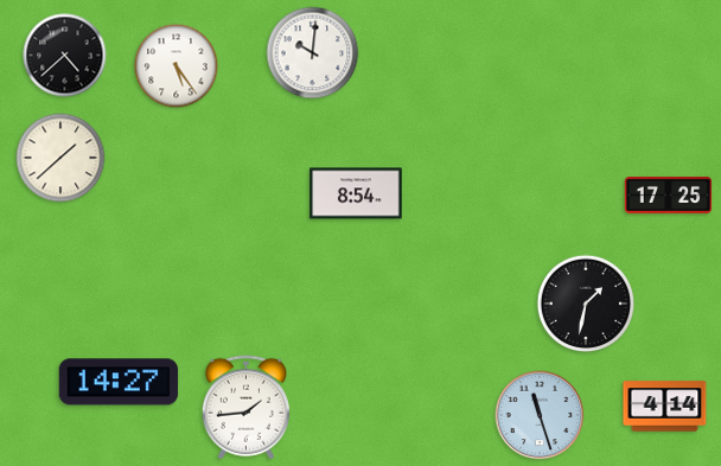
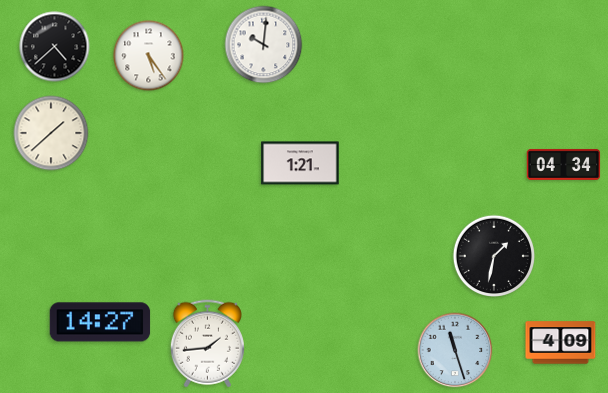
clock at (356, 193): 8:54 -> 1:21
clock at (669, 194): 17:25 -> 04:34
clock at (665, 407): 4:14 -> 4:09
